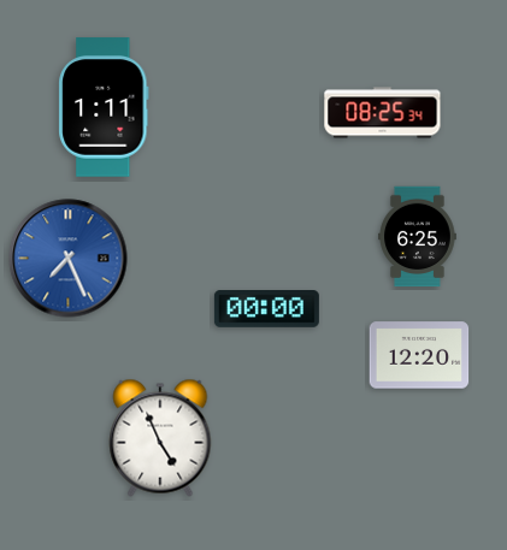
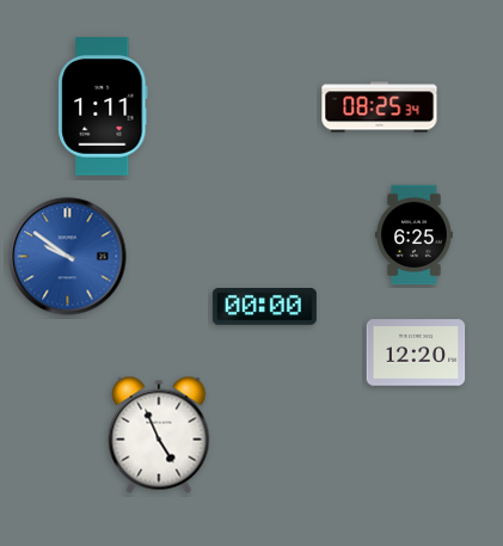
clock at (383, 113) position: (383, 113) -> (380, 108)
clock at (69, 259): 7:26 -> 9:51
